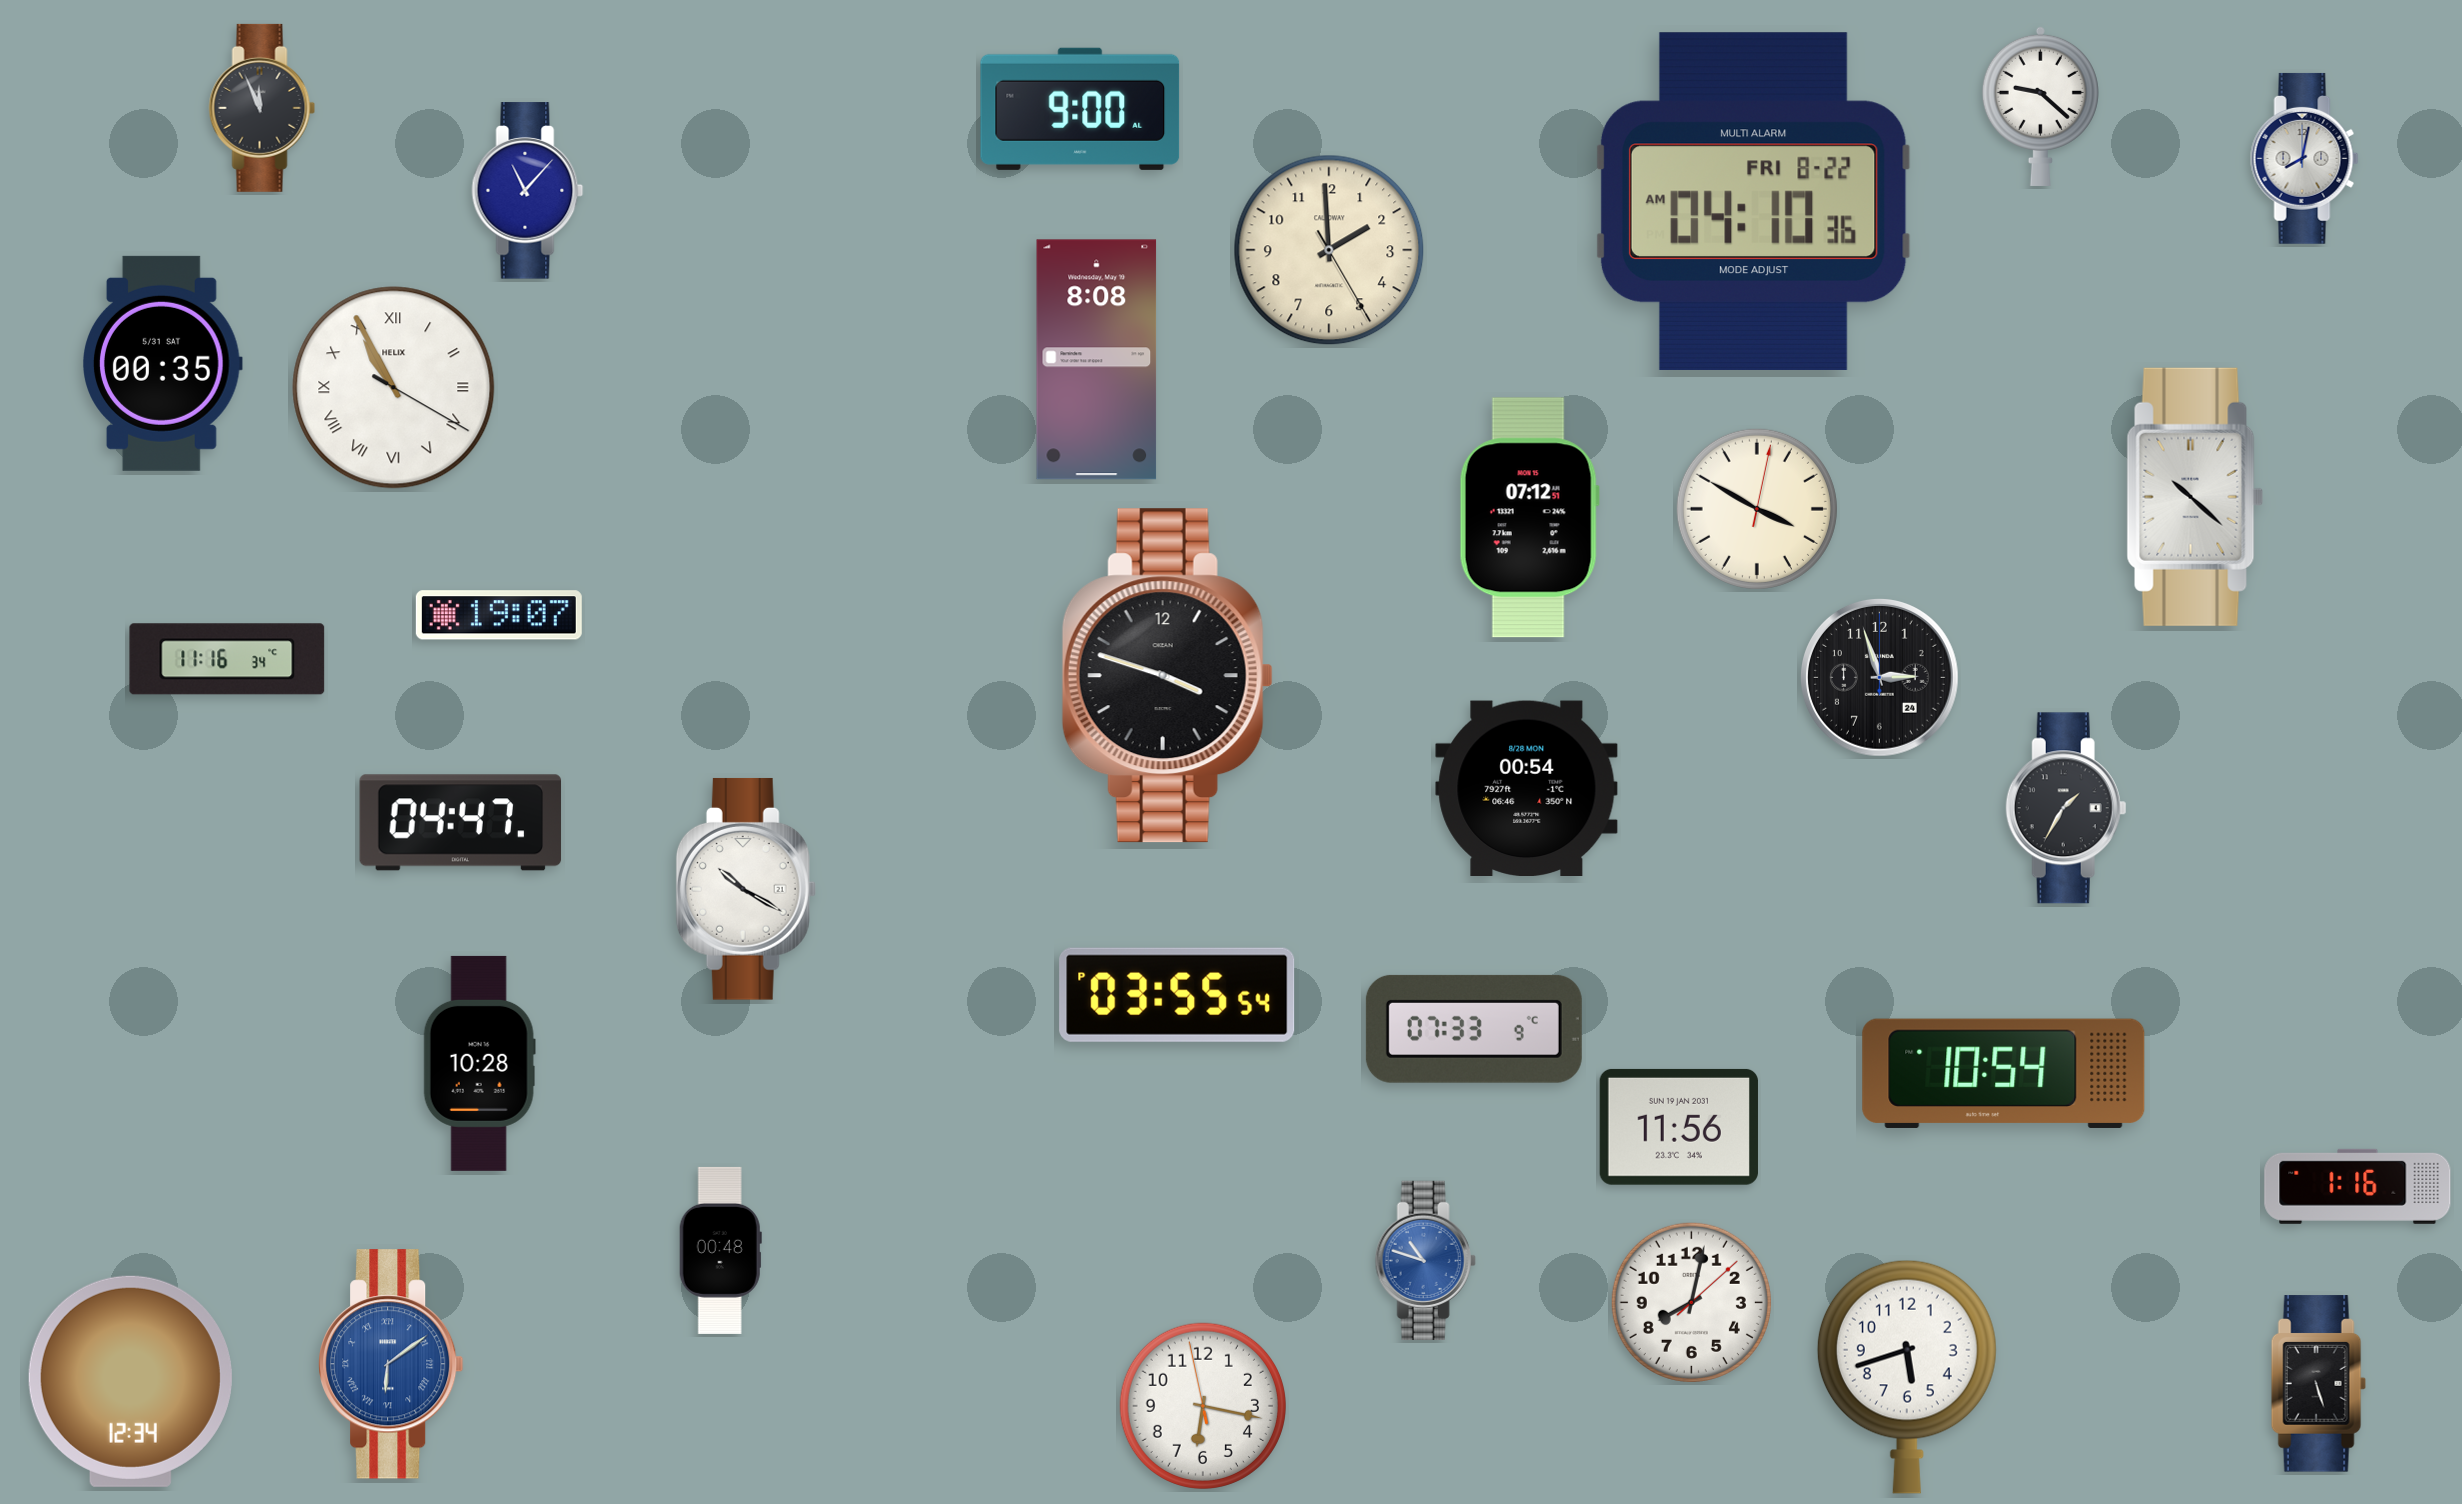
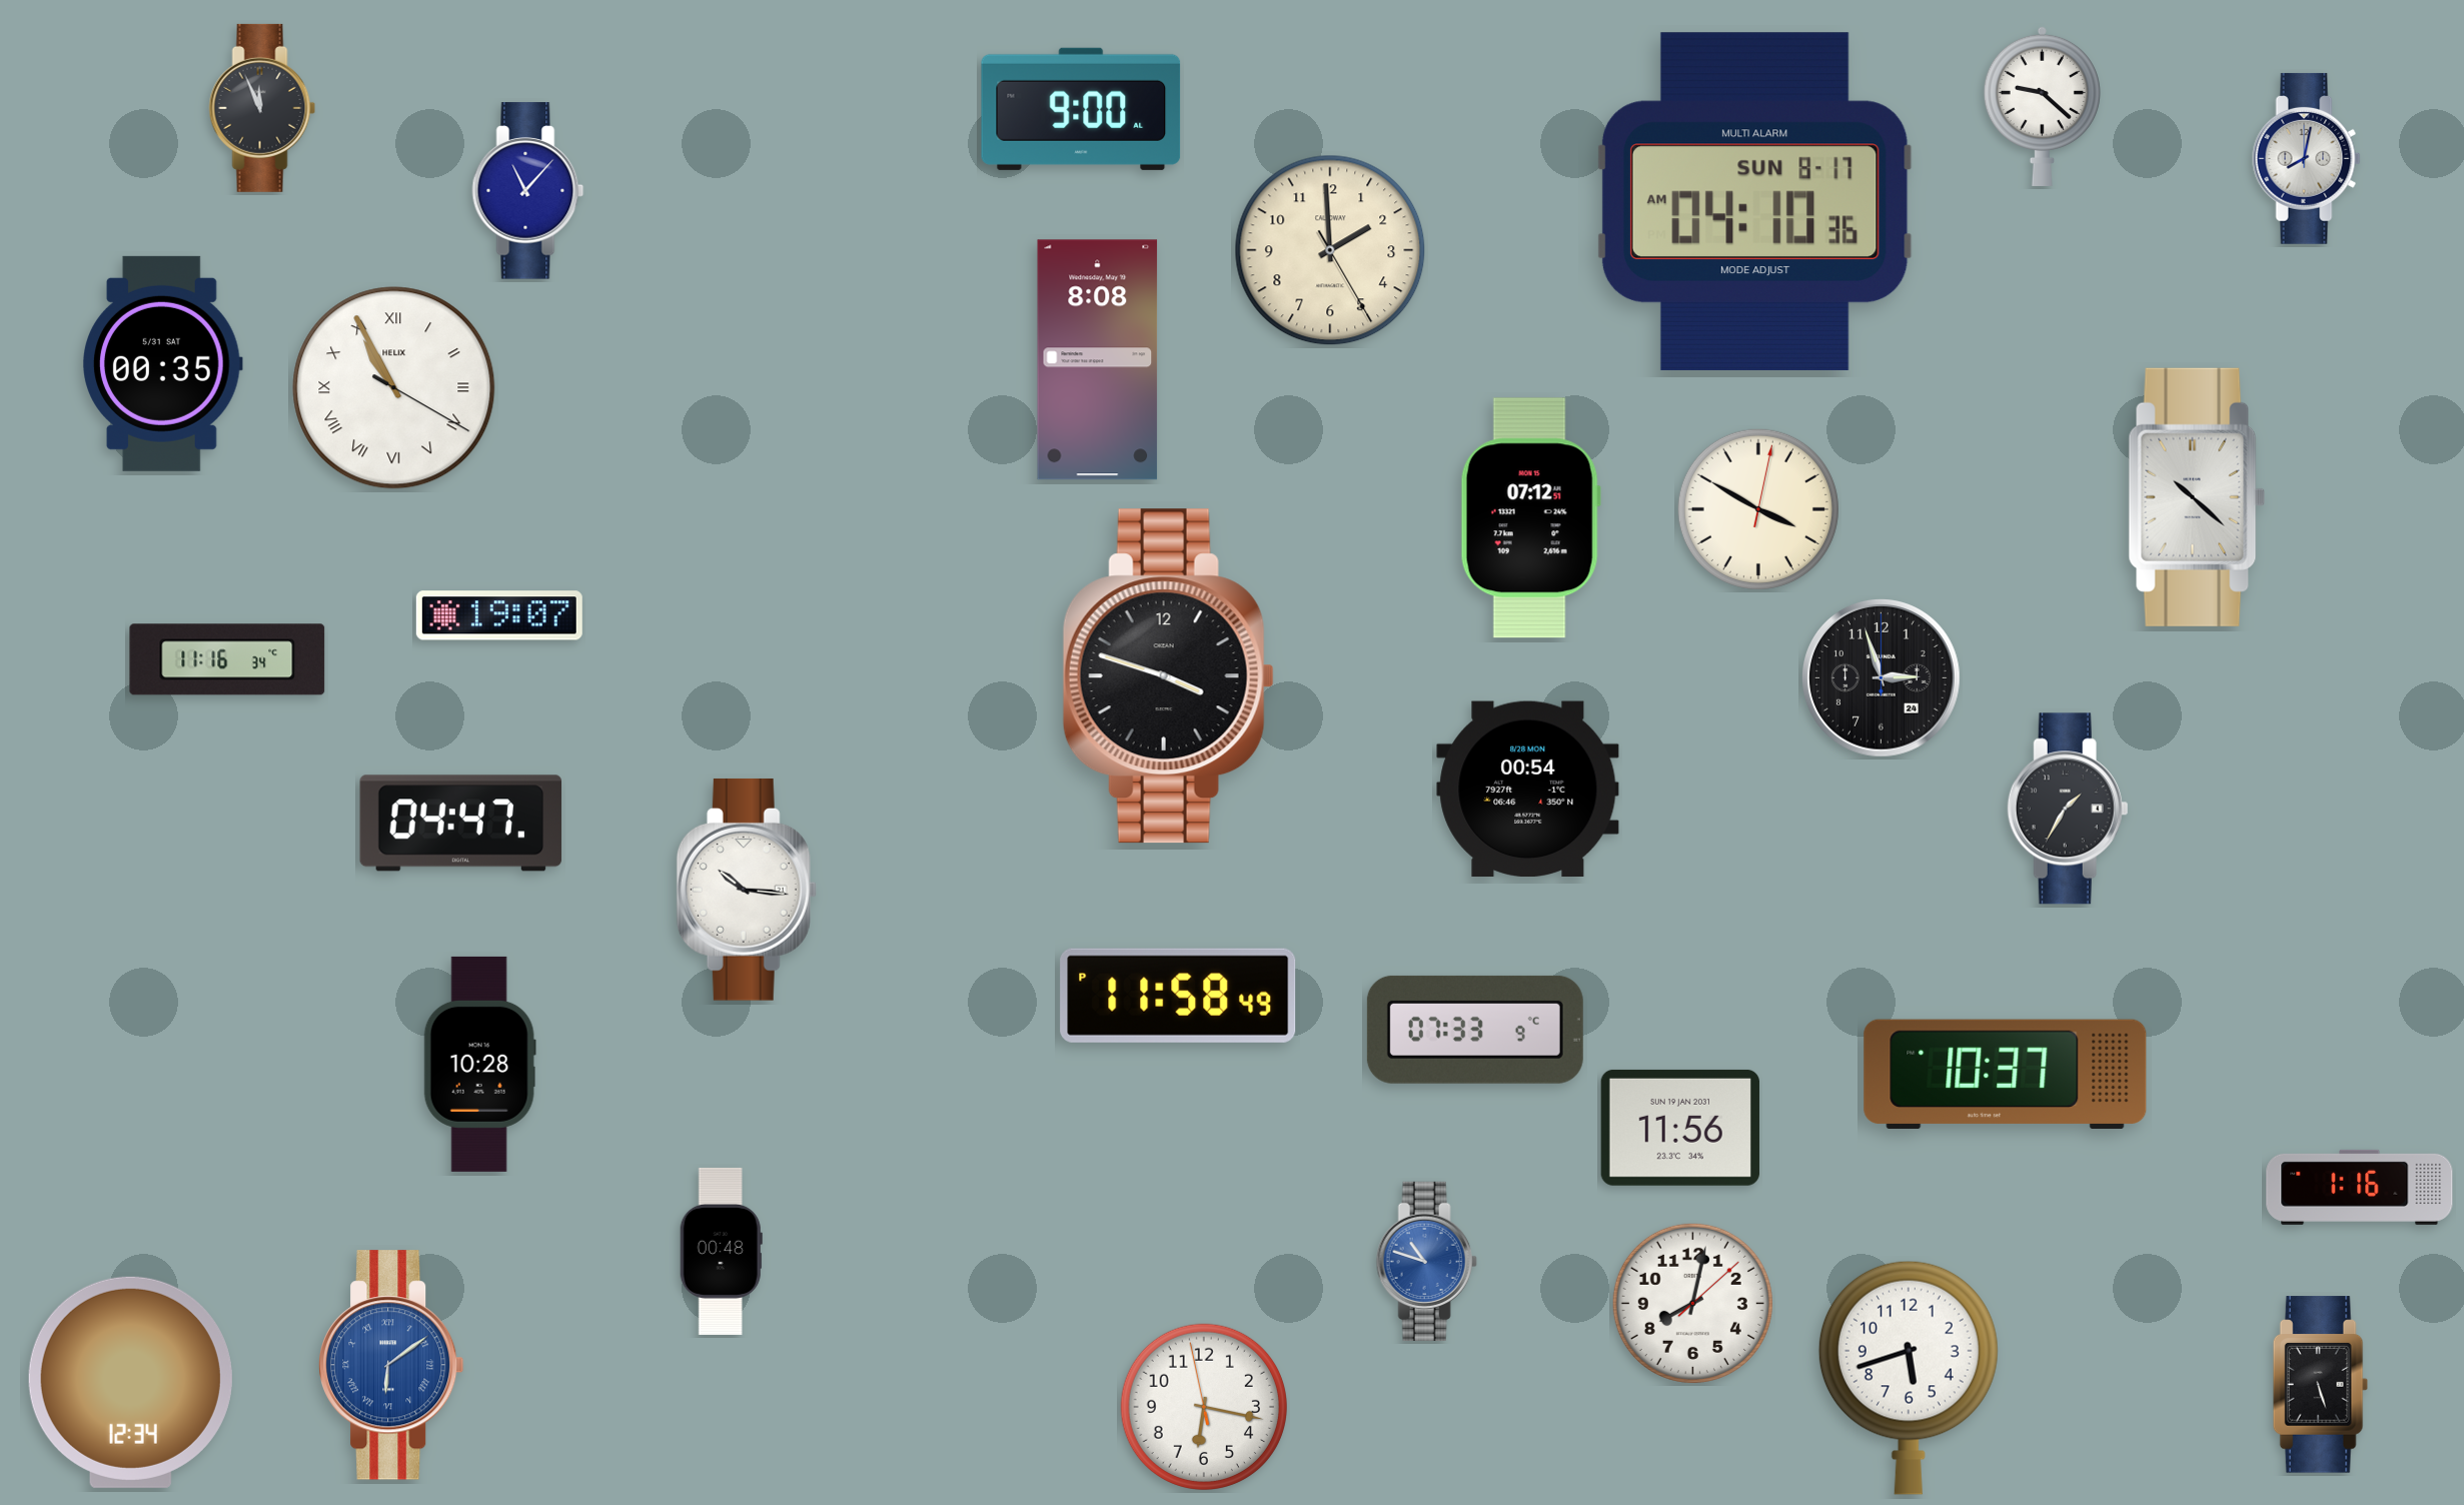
clock at (1753, 201) date: FRI 8-22 -> SUN 8-17
clock at (746, 889): 10:20 -> 10:16
clock at (1177, 995): 03:55 -> 11:58
clock at (2004, 1073): 10:54 -> 10:37
